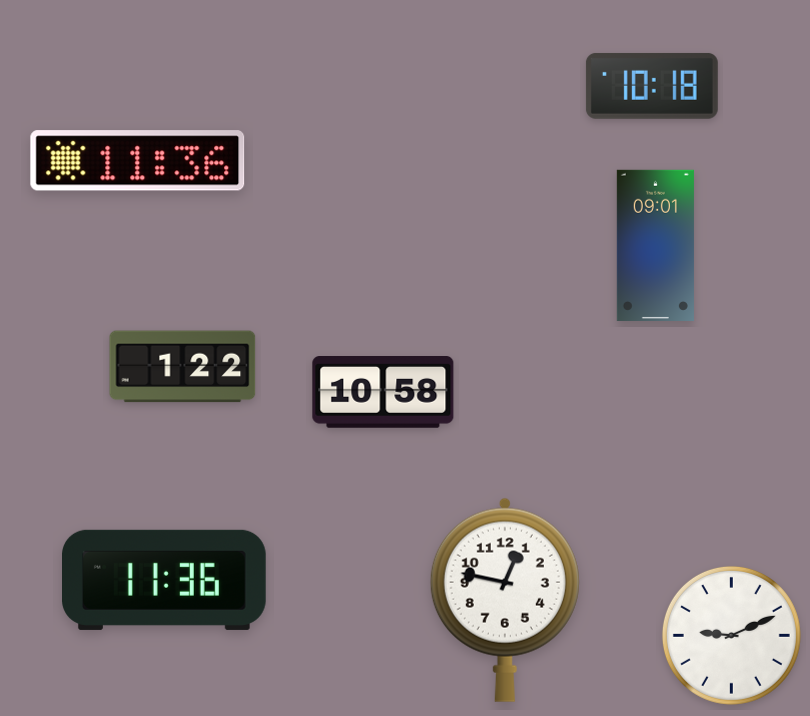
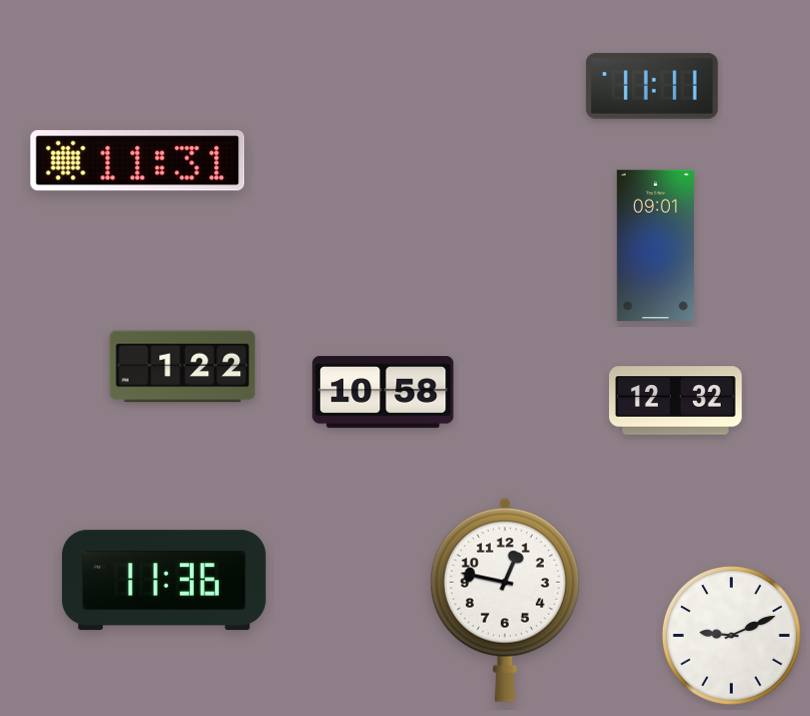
clock at (652, 86): 10:18 -> 11:11
clock at (138, 161): 11:36 -> 11:31
clock at (676, 401): none -> 12:32
